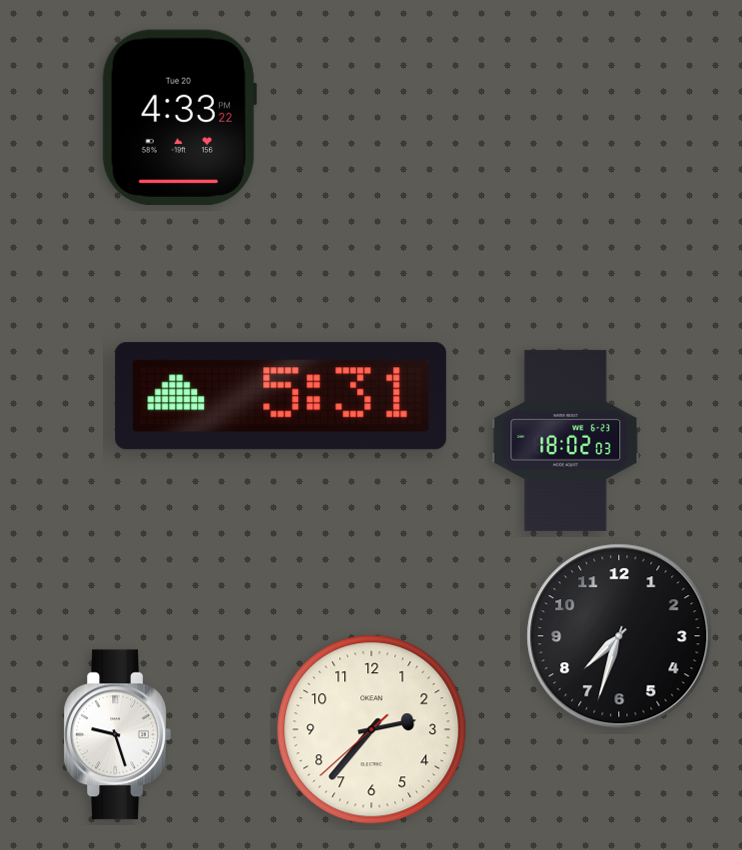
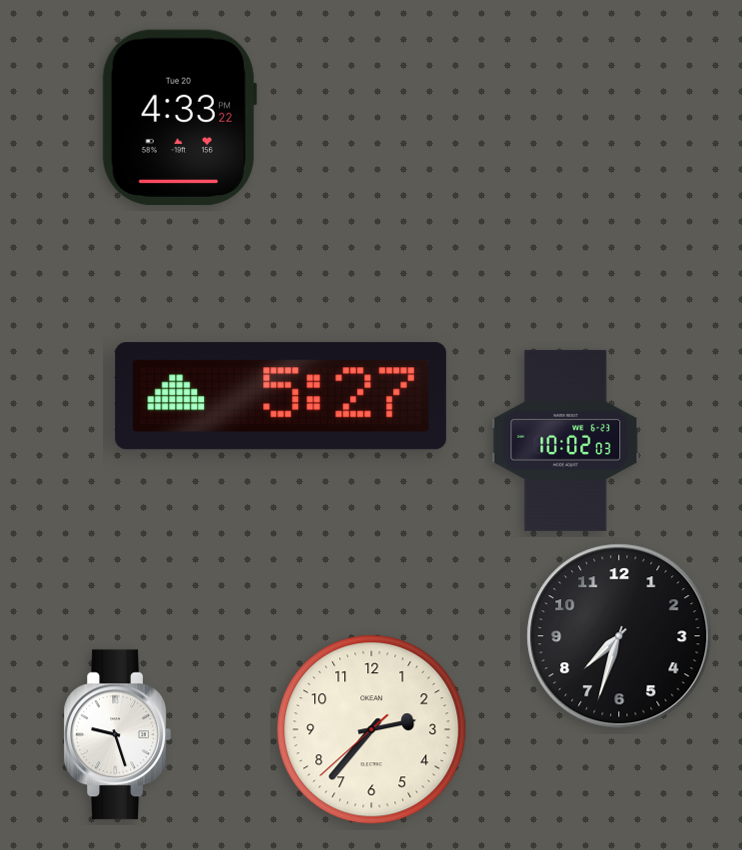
clock at (281, 396): 5:31 -> 5:27
clock at (566, 440): 18:02 -> 10:02
